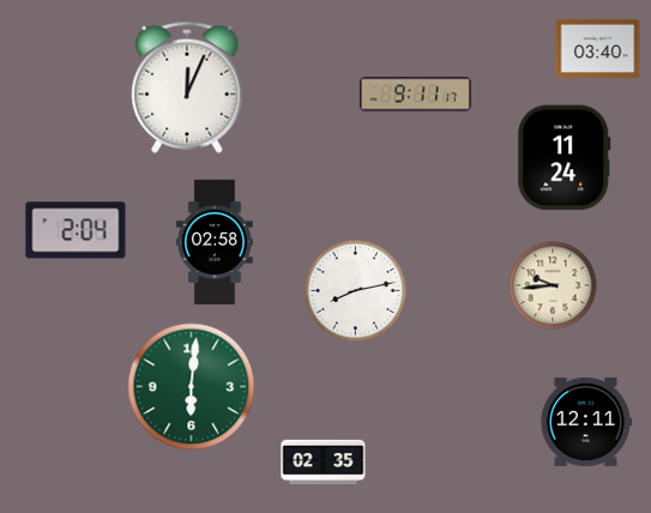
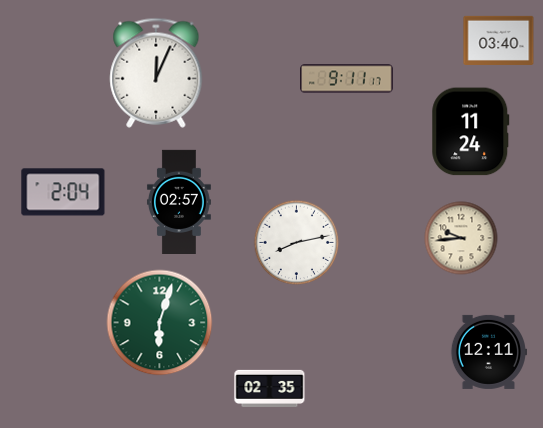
clock at (215, 241): 02:58 -> 02:57
clock at (192, 387): 6:01 -> 6:03
clock at (324, 461) position: (324, 461) -> (270, 388)
